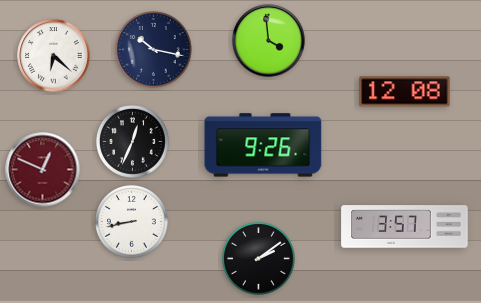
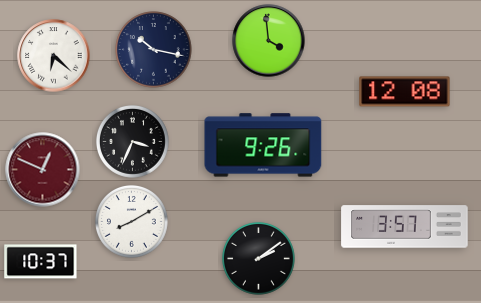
clock at (132, 141): 12:34 -> 3:34
clock at (131, 221): 8:43 -> 8:10
clock at (41, 262): none -> 10:37
